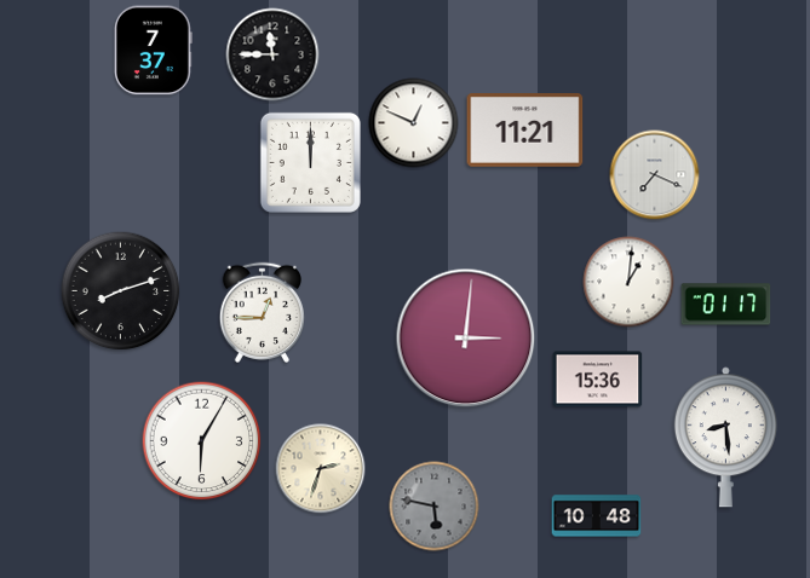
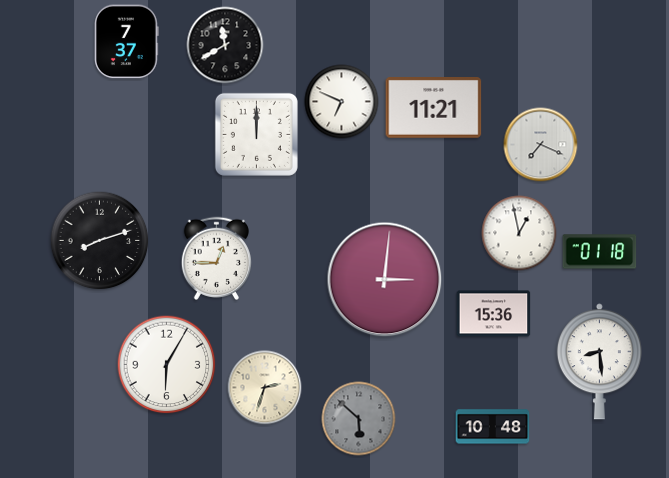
clock at (272, 54): 11:45 -> 11:40
clock at (414, 123): 12:49 -> 6:49
clock at (628, 282): 1:01 -> 12:58
clock at (726, 305): 01:17 -> 01:18
clock at (435, 507): 5:47 -> 5:52
